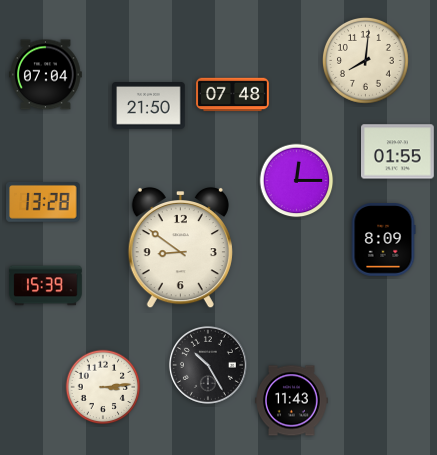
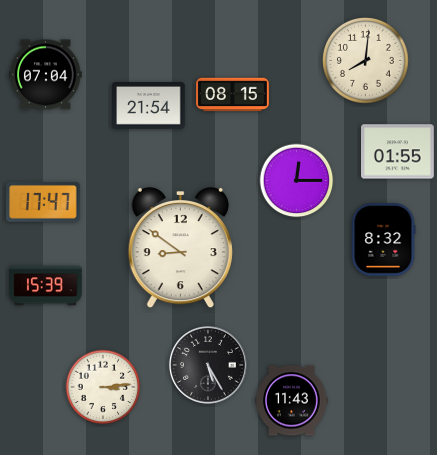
clock at (233, 95): 07:48 -> 08:15
clock at (149, 106): 21:50 -> 21:54
clock at (43, 202): 13:28 -> 17:47
clock at (383, 240): 8:09 -> 8:32
clock at (208, 365): 10:25 -> 5:25
